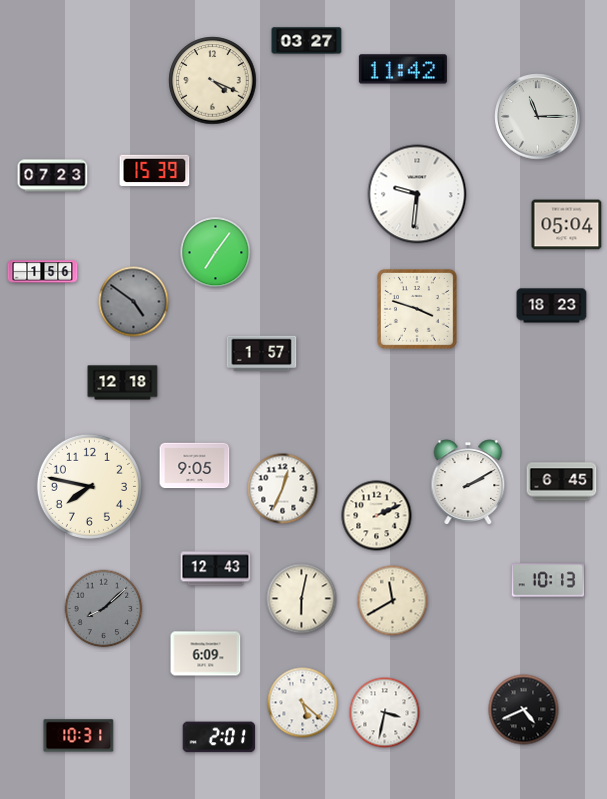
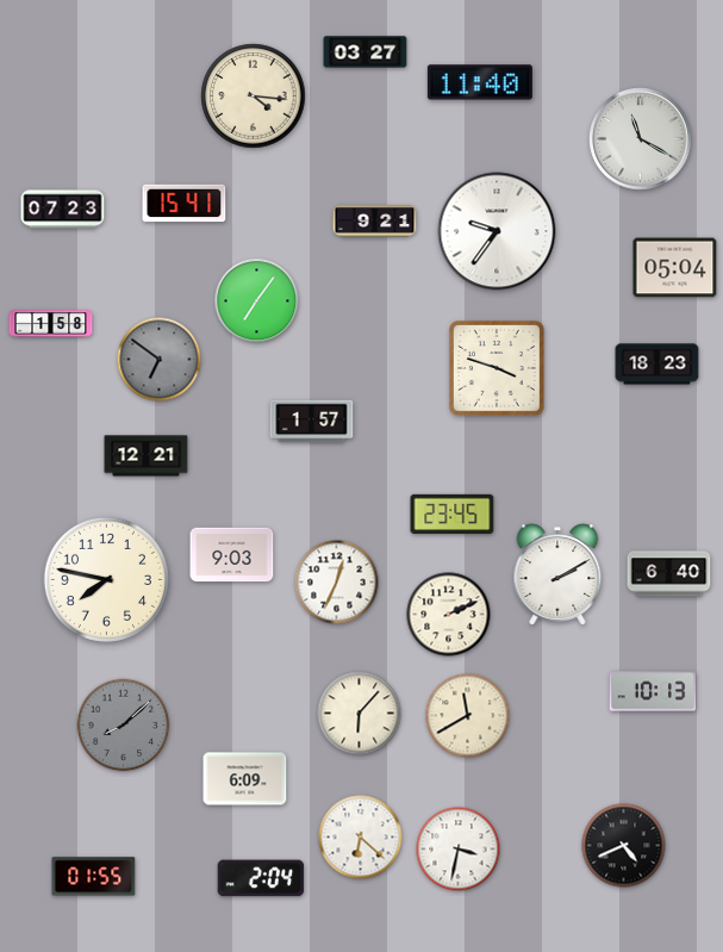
clock at (307, 41) position: (307, 41) -> (366, 52)
clock at (403, 69): 11:42 -> 11:40
clock at (213, 81): 4:19 -> 4:16
clock at (538, 117): 11:15 -> 11:20
clock at (155, 171): 15:39 -> 15:41
clock at (375, 222): none -> 9:21
clock at (417, 194): 9:31 -> 9:36
clock at (43, 272): 1:56 -> 1:58
clock at (134, 302): 4:51 -> 6:51
clock at (123, 383): 12:18 -> 12:21
clock at (453, 514): none -> 23:45
clock at (195, 466): 9:05 -> 9:03
clock at (562, 482): 6:45 -> 6:40
clock at (216, 569): 12:43 -> none
clock at (302, 599): 6:02 -> 6:07
clock at (303, 703): 5:22 -> 6:22
clock at (79, 736): 10:31 -> 01:55
clock at (219, 737): 2:01 -> 2:04
